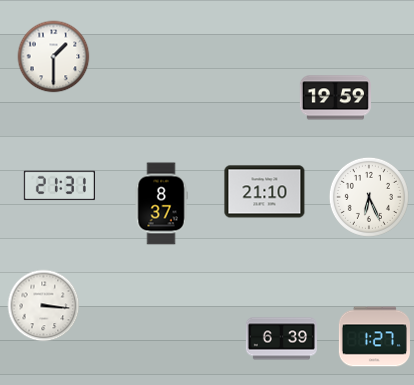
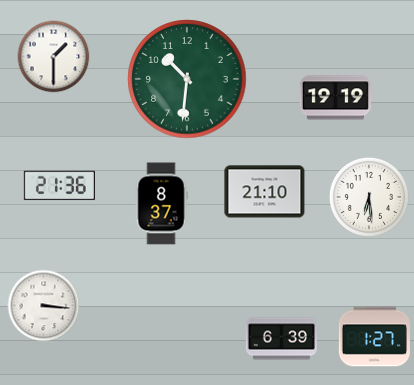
clock at (187, 79): none -> 10:31
clock at (335, 98): 19:59 -> 19:19
clock at (59, 186): 21:31 -> 21:36
clock at (369, 197): 6:26 -> 6:29
